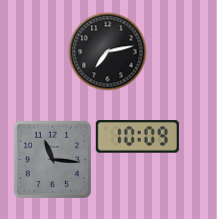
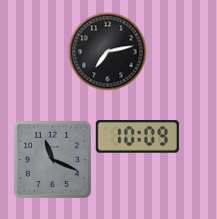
clock at (52, 159): 11:16 -> 11:19
